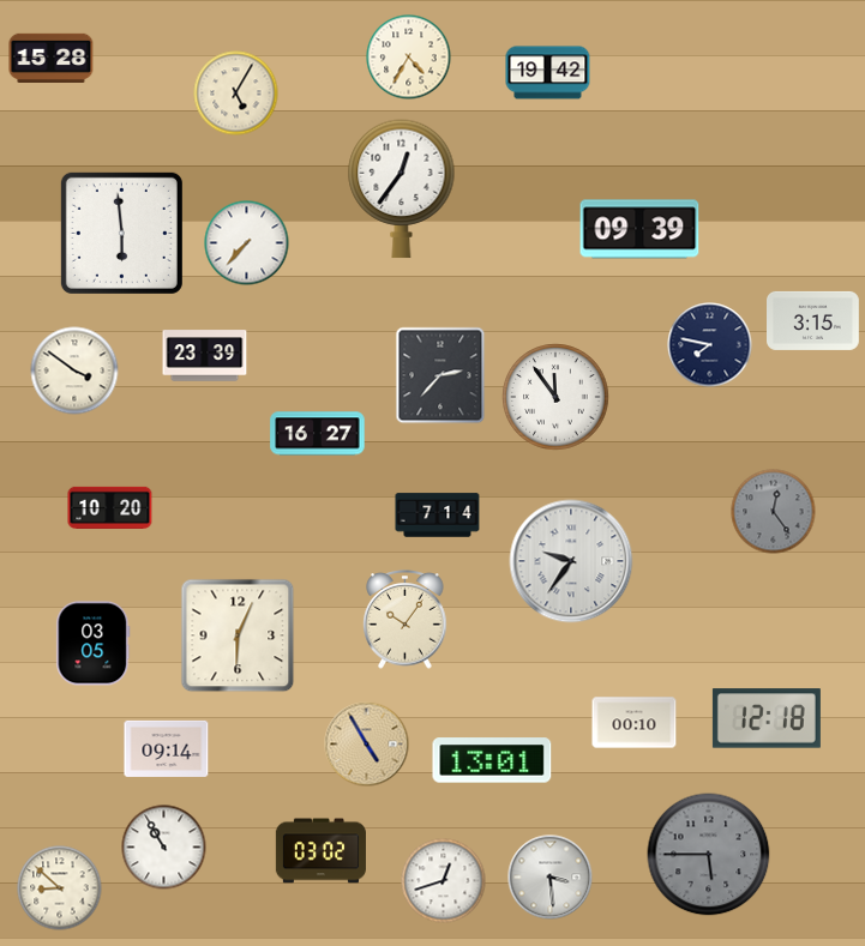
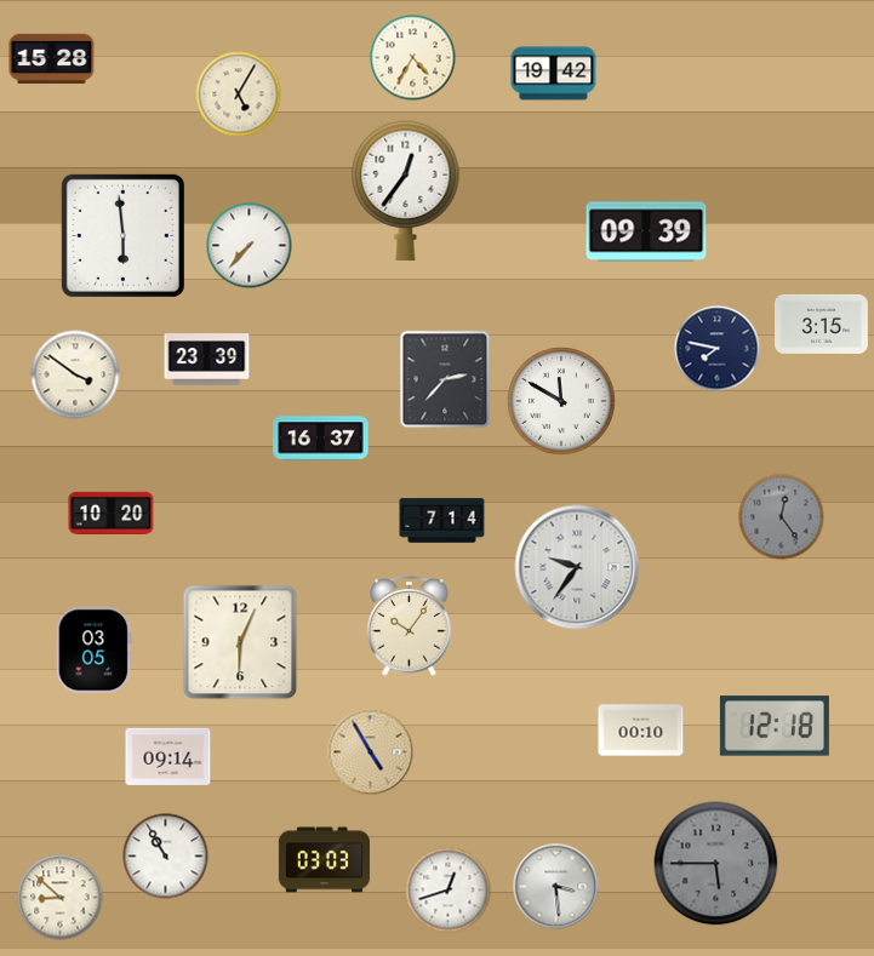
clock at (555, 397): 11:54 -> 11:50
clock at (318, 434): 16:27 -> 16:37
clock at (492, 760): 13:01 -> none
clock at (320, 851): 03:02 -> 03:03
